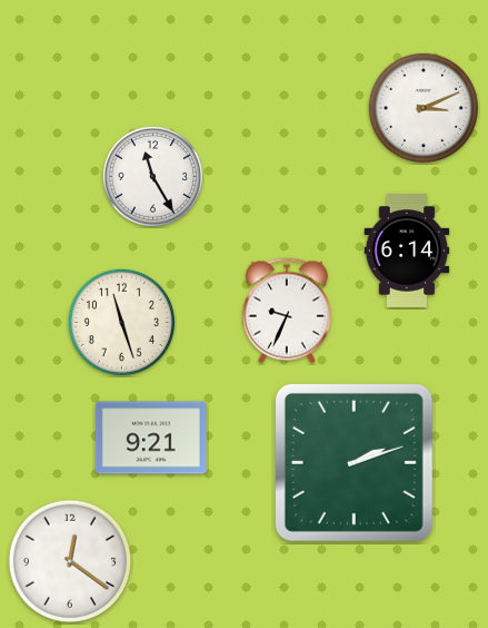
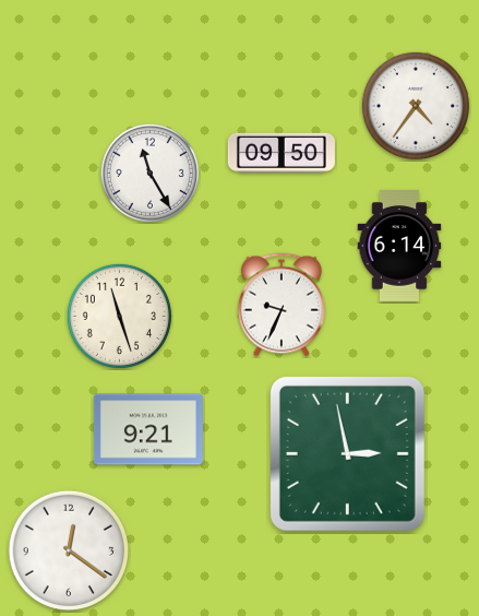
clock at (424, 108): 3:11 -> 4:36
clock at (282, 153): none -> 09:50
clock at (353, 462): 2:12 -> 2:58
